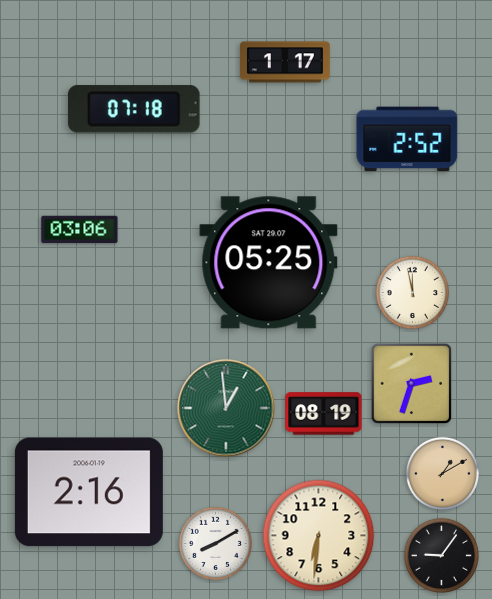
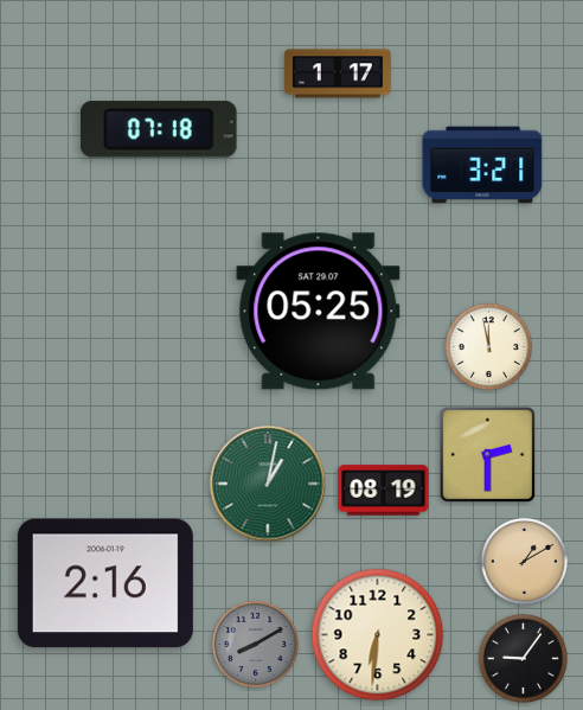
clock at (407, 139): 2:52 -> 3:21
clock at (80, 230): 03:06 -> none
clock at (412, 384): 2:33 -> 2:30
clock at (226, 408): 12:59 -> 1:02
clock at (215, 543) dial: white -> grey
